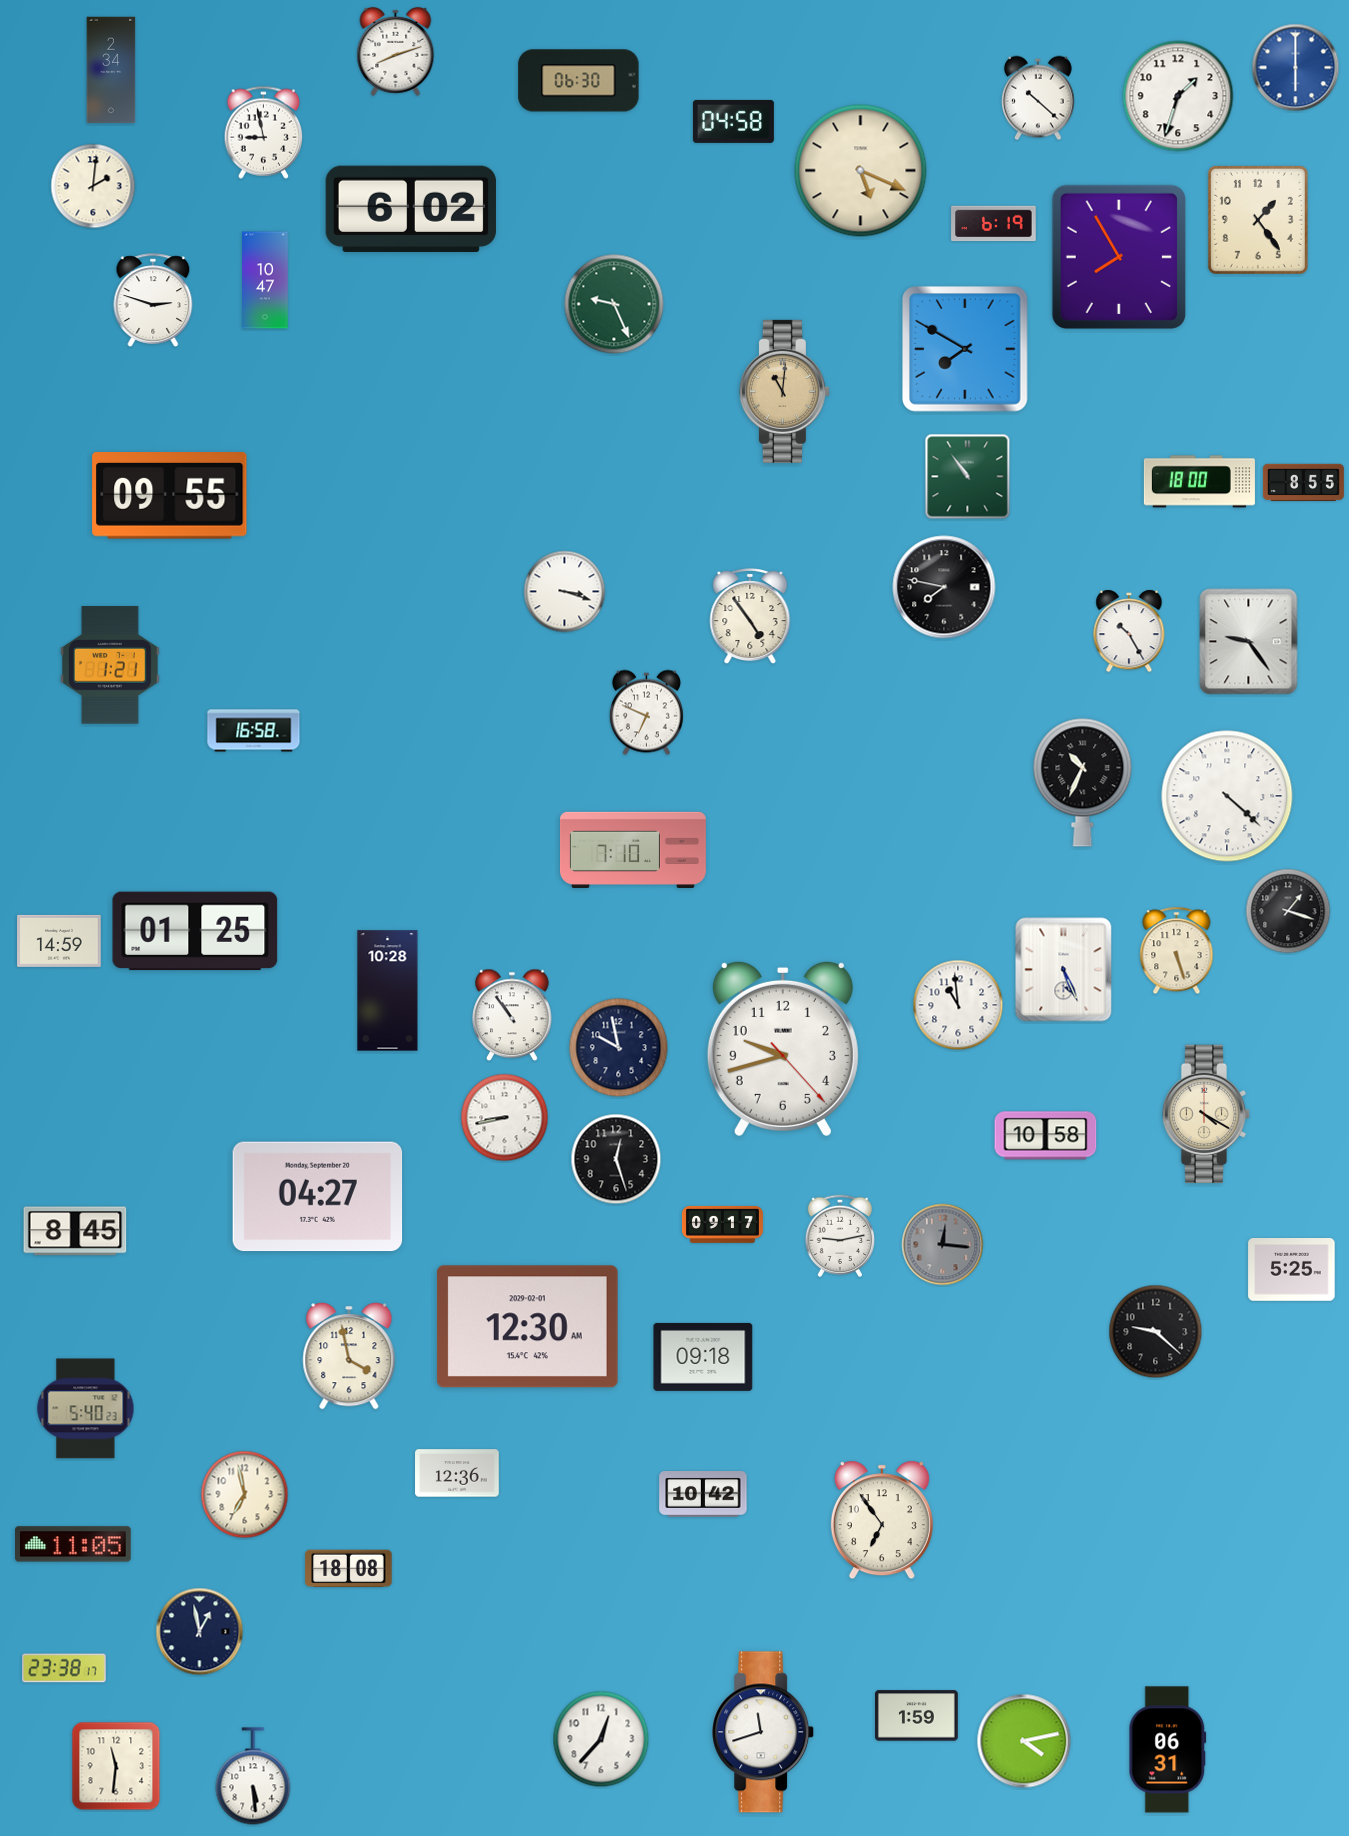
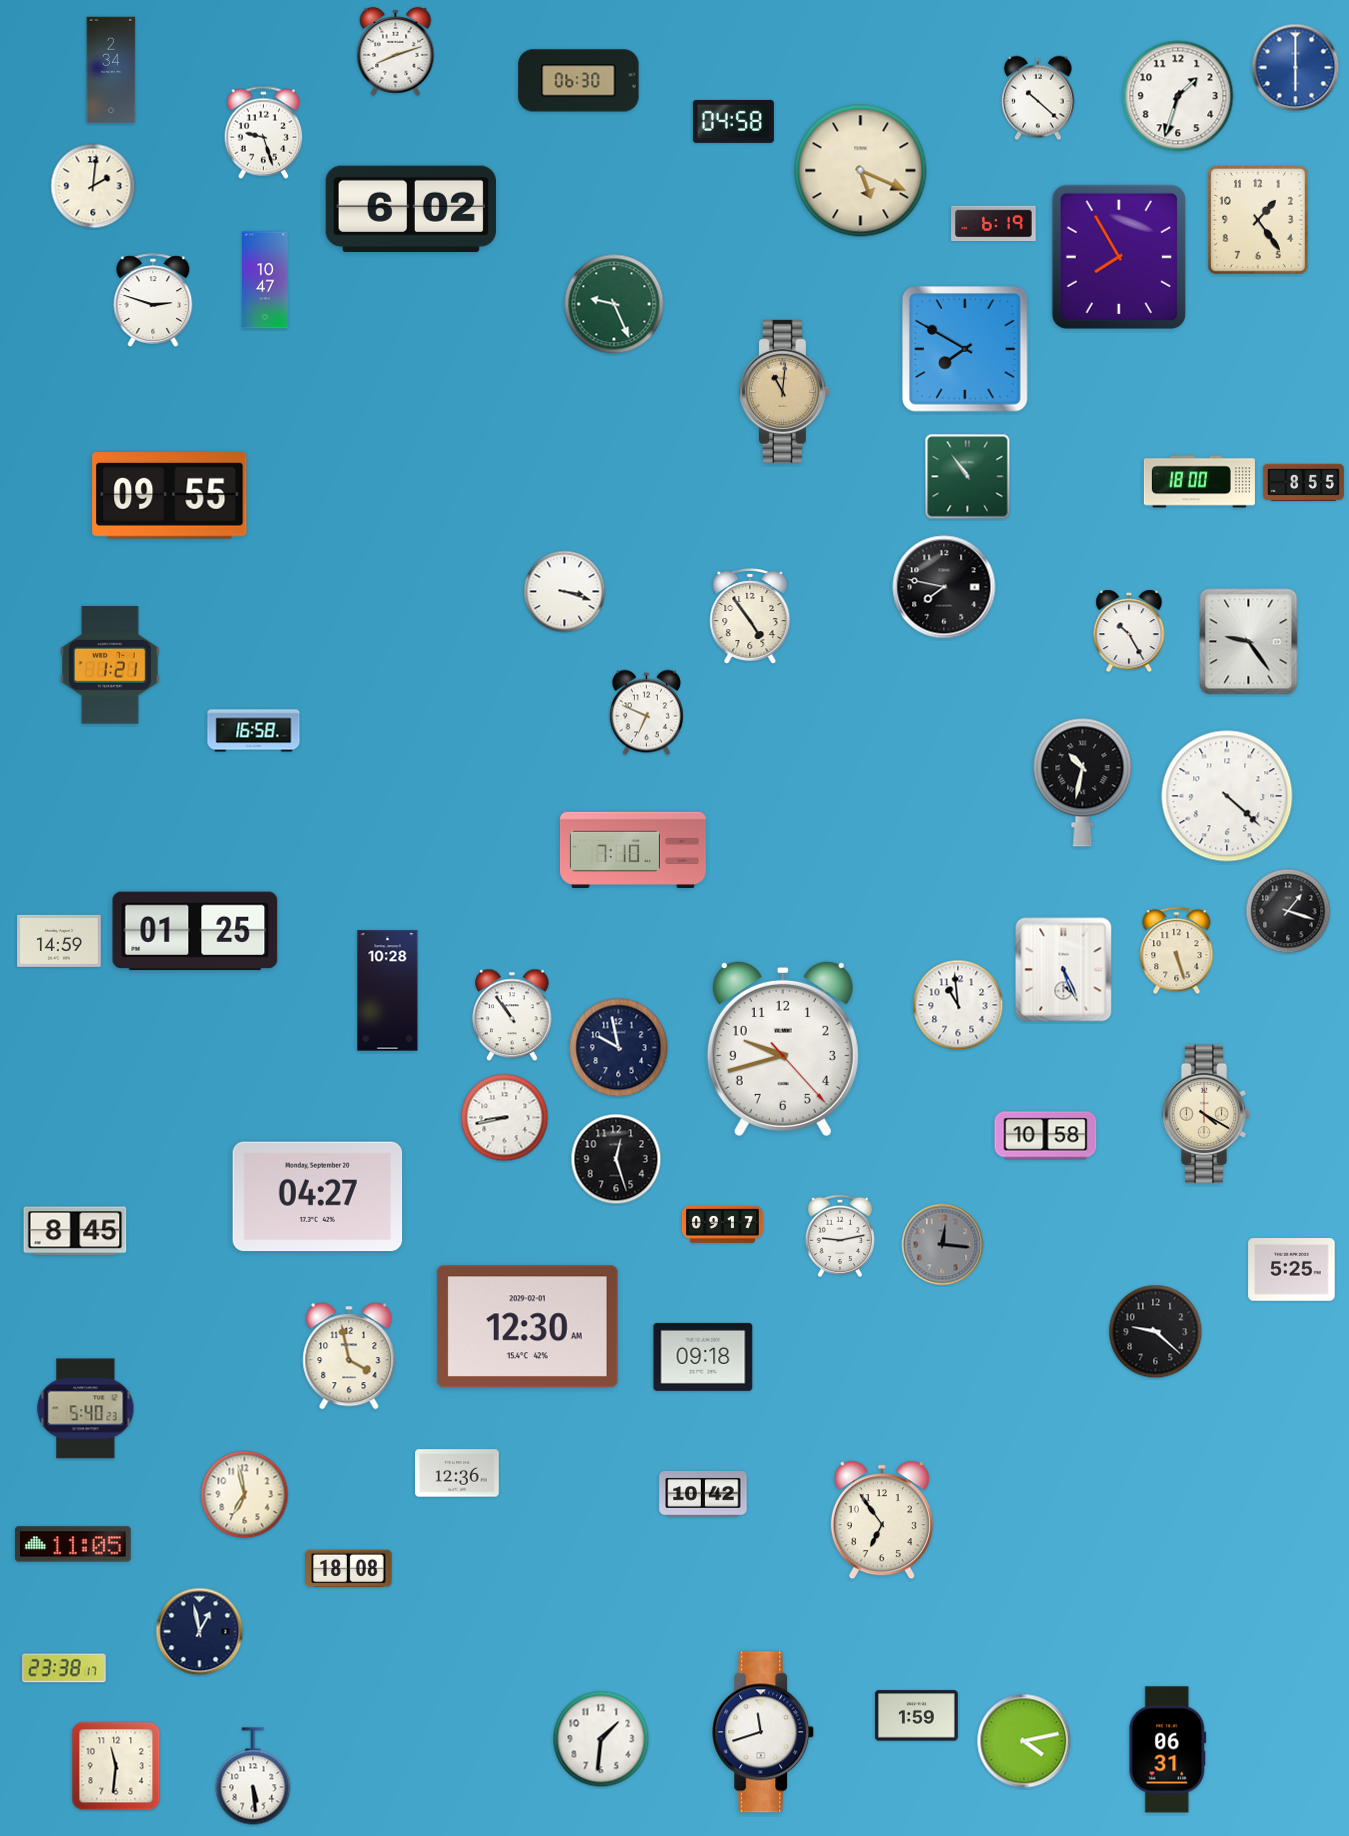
clock at (264, 132): 8:58 -> 9:27
clock at (1083, 782): 10:34 -> 10:32
clock at (601, 1739): 12:37 -> 1:31
